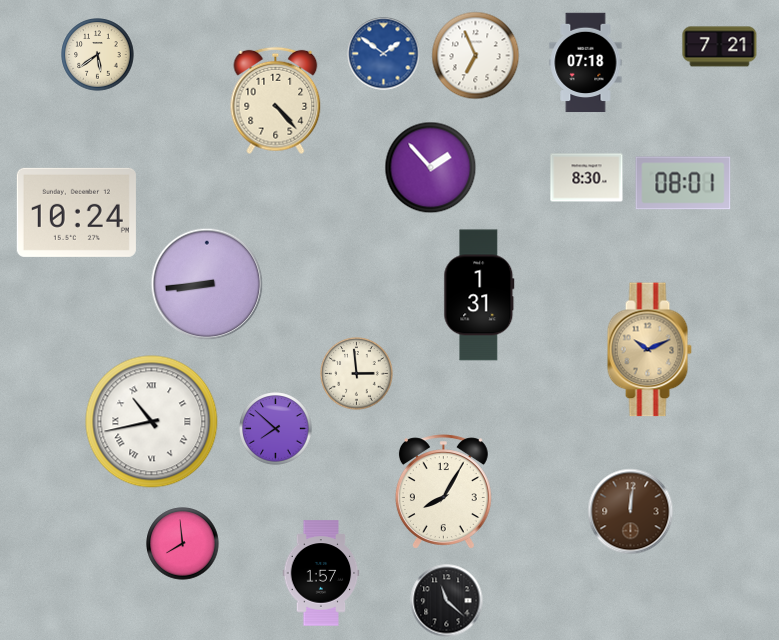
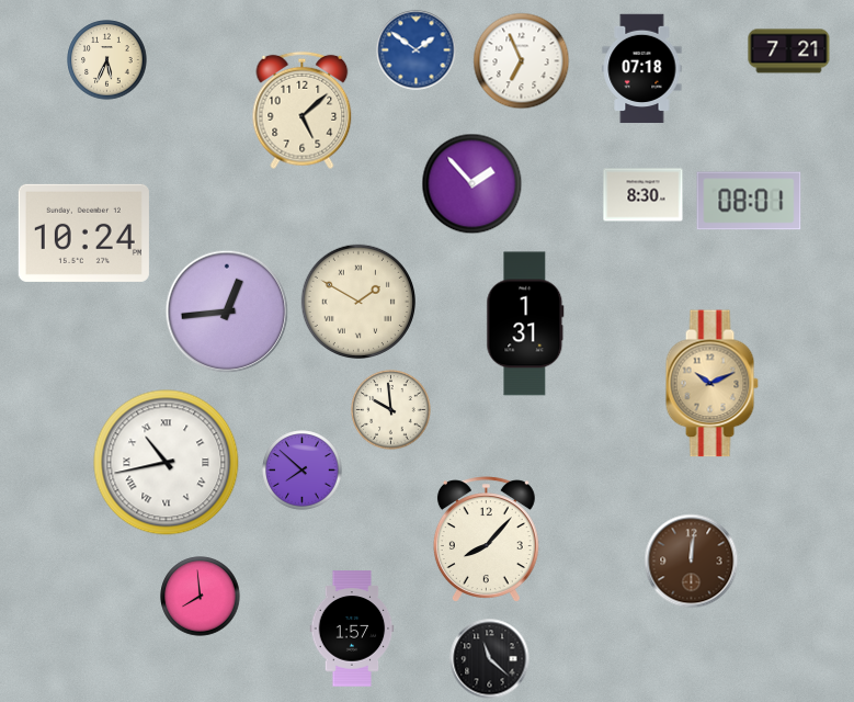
clock at (384, 54) position: (384, 54) -> (417, 50)
clock at (98, 55): 5:39 -> 5:34
clock at (276, 101): 4:23 -> 5:08
clock at (357, 301): none -> 1:50
clock at (207, 284): 8:44 -> 12:44
clock at (357, 374): 2:59 -> 9:59
clock at (443, 492): 8:05 -> 8:07
